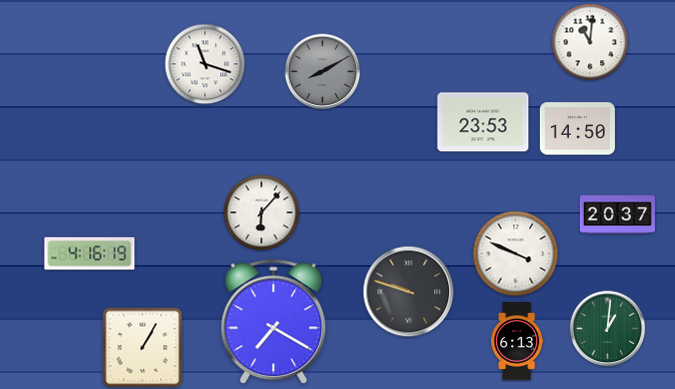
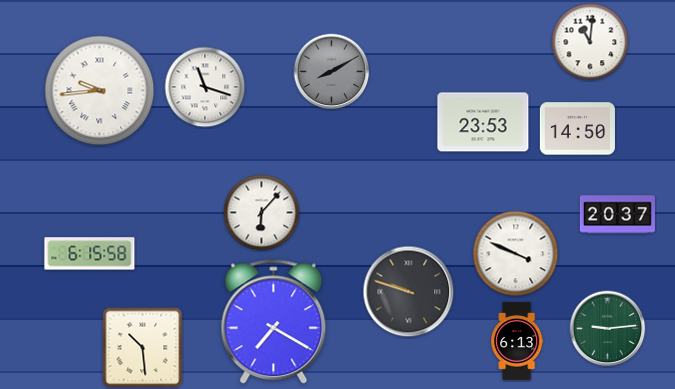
clock at (205, 64) position: (205, 64) -> (205, 87)
clock at (323, 72) position: (323, 72) -> (332, 72)
clock at (100, 91): none -> 9:44
clock at (90, 254): 4:16 -> 6:15
clock at (608, 329): 1:01 -> 9:14
clock at (143, 348): 1:05 -> 10:29
